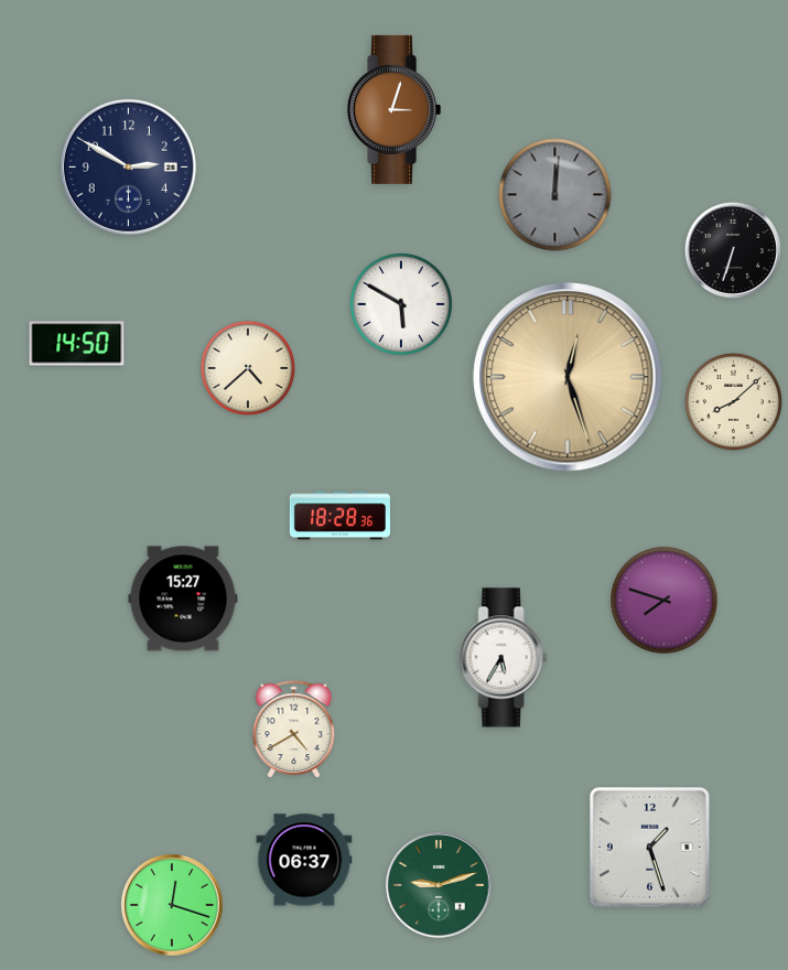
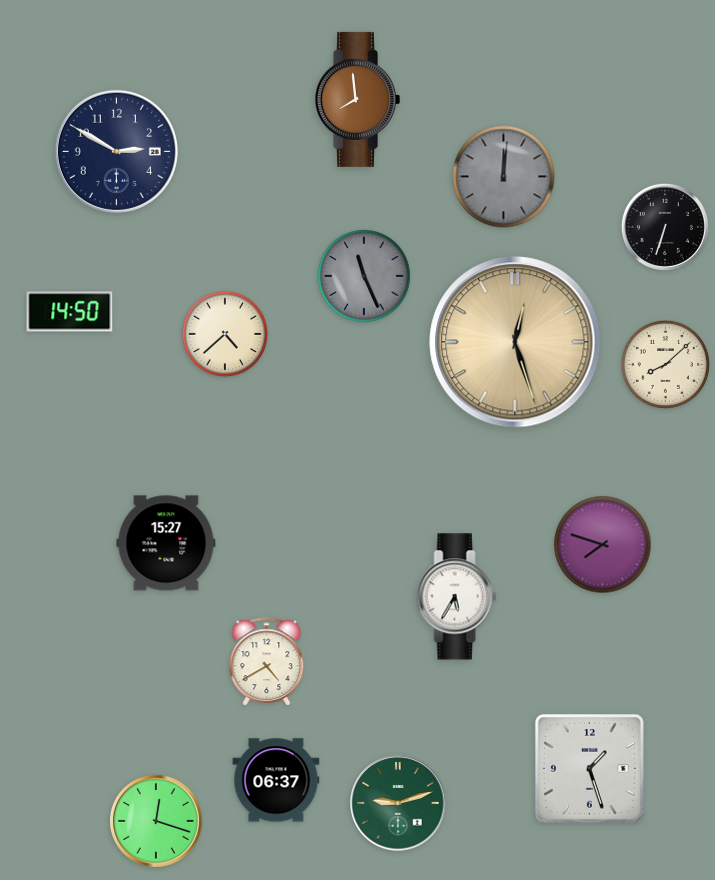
clock at (393, 109): 3:03 -> 7:59
clock at (401, 304): 5:50 -> 11:26
clock at (401, 304) dial: white -> grey
clock at (339, 516): 18:28 -> none
